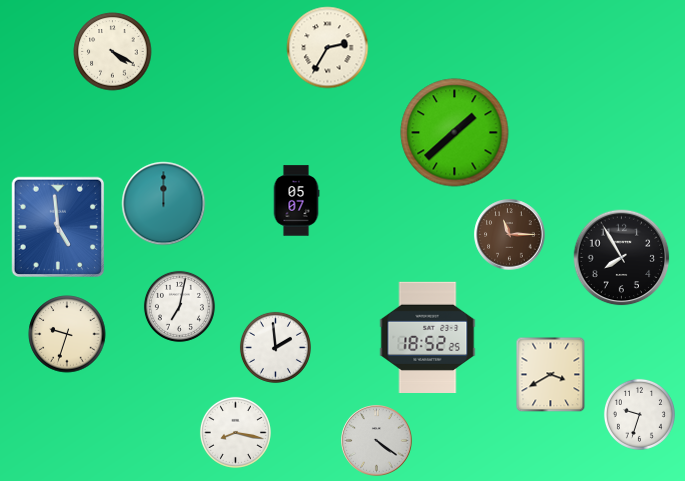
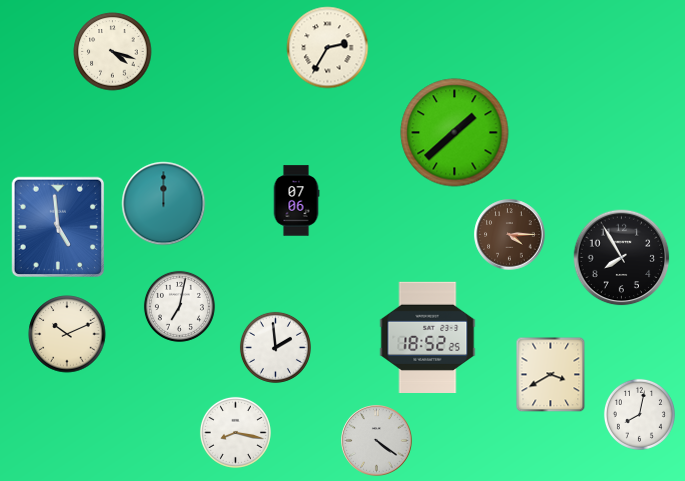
clock at (113, 52): 4:20 -> 4:18
clock at (296, 201): 05:07 -> 07:06
clock at (510, 235): 11:15 -> 4:15
clock at (67, 334): 9:33 -> 10:11
clock at (639, 414): 9:33 -> 8:02
